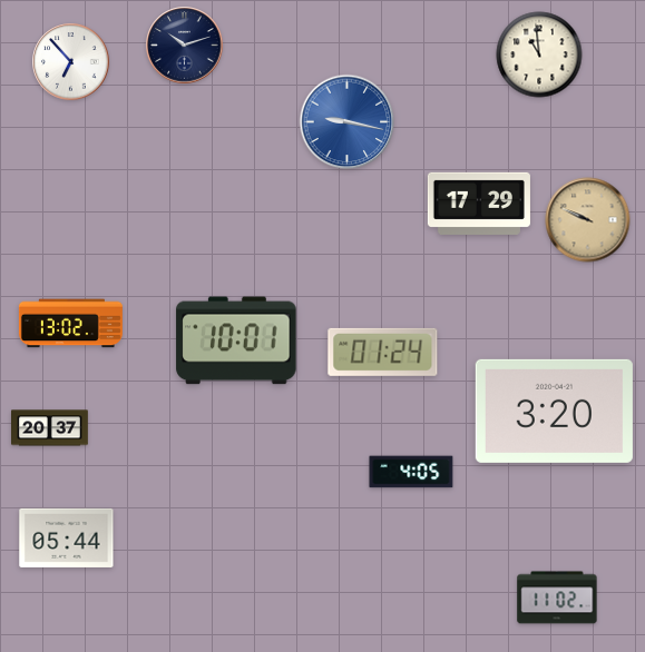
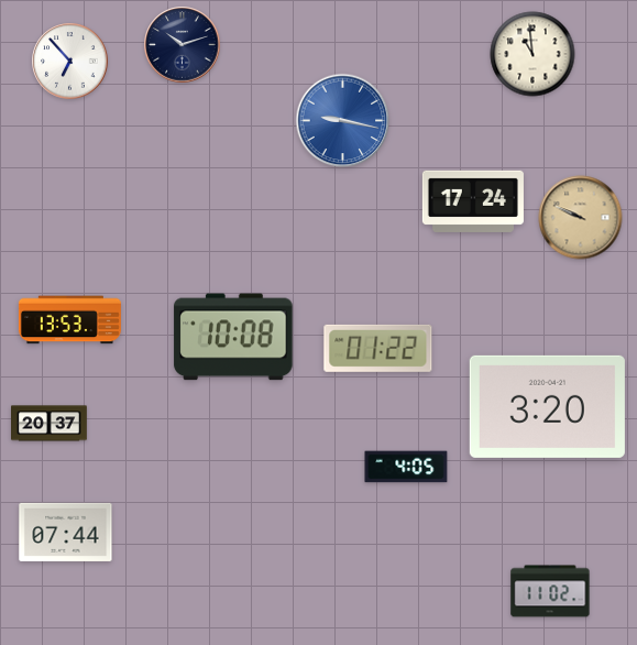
clock at (479, 204): 17:29 -> 17:24
clock at (70, 324): 13:02 -> 13:53
clock at (236, 340): 10:01 -> 10:08
clock at (383, 352): 01:24 -> 01:22
clock at (67, 537): 05:44 -> 07:44
